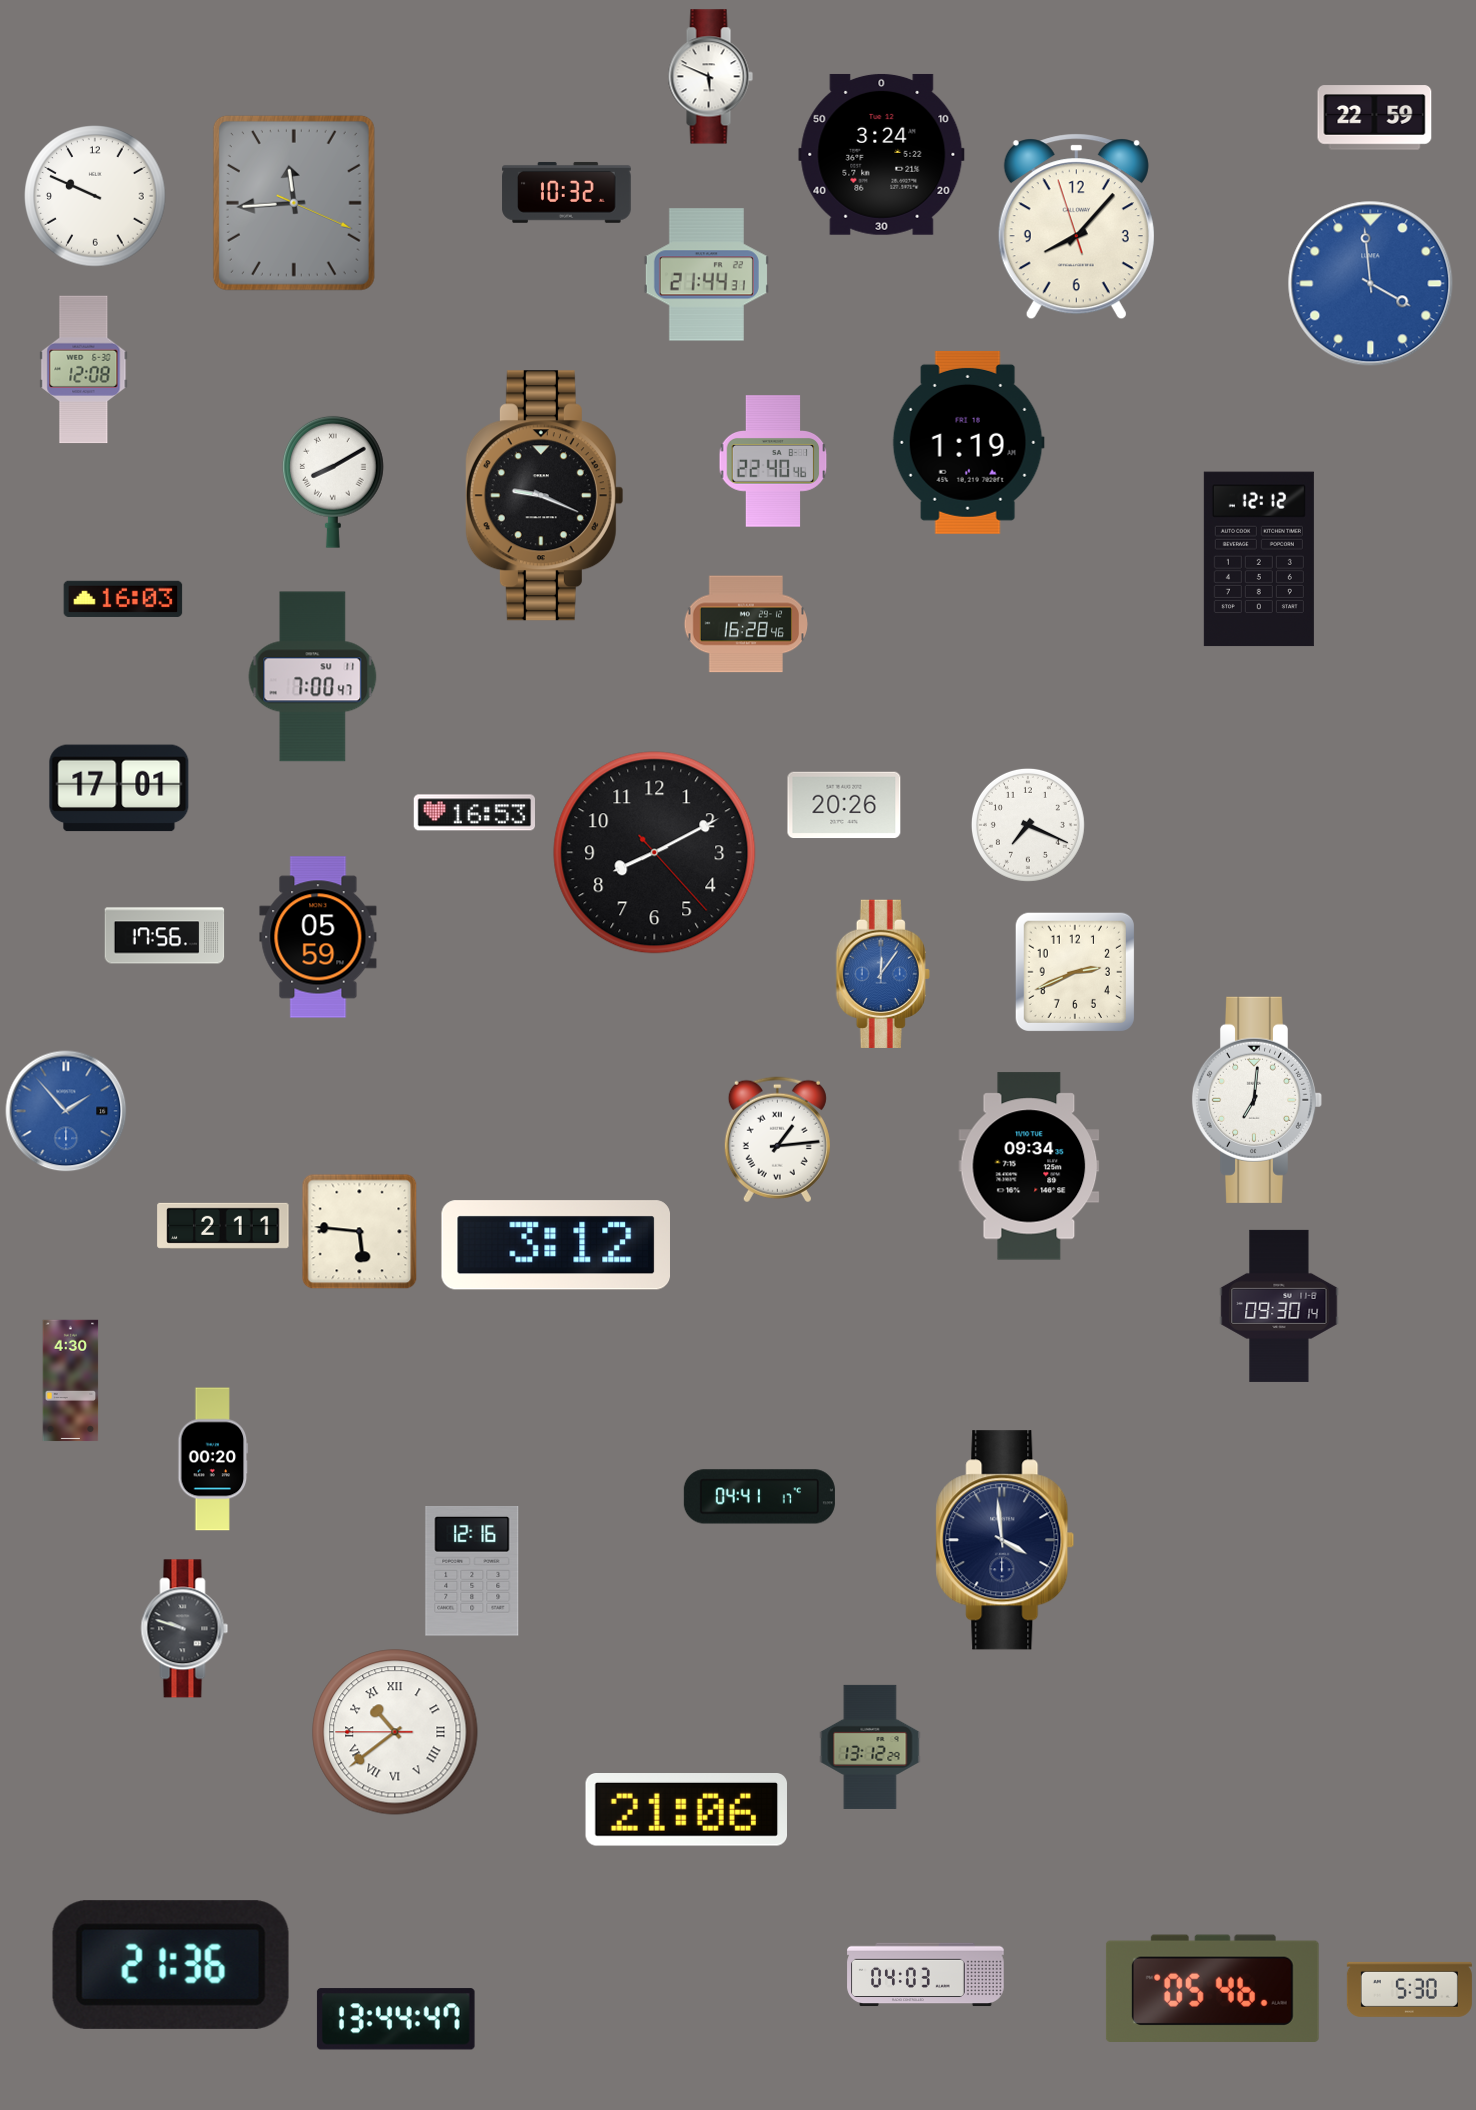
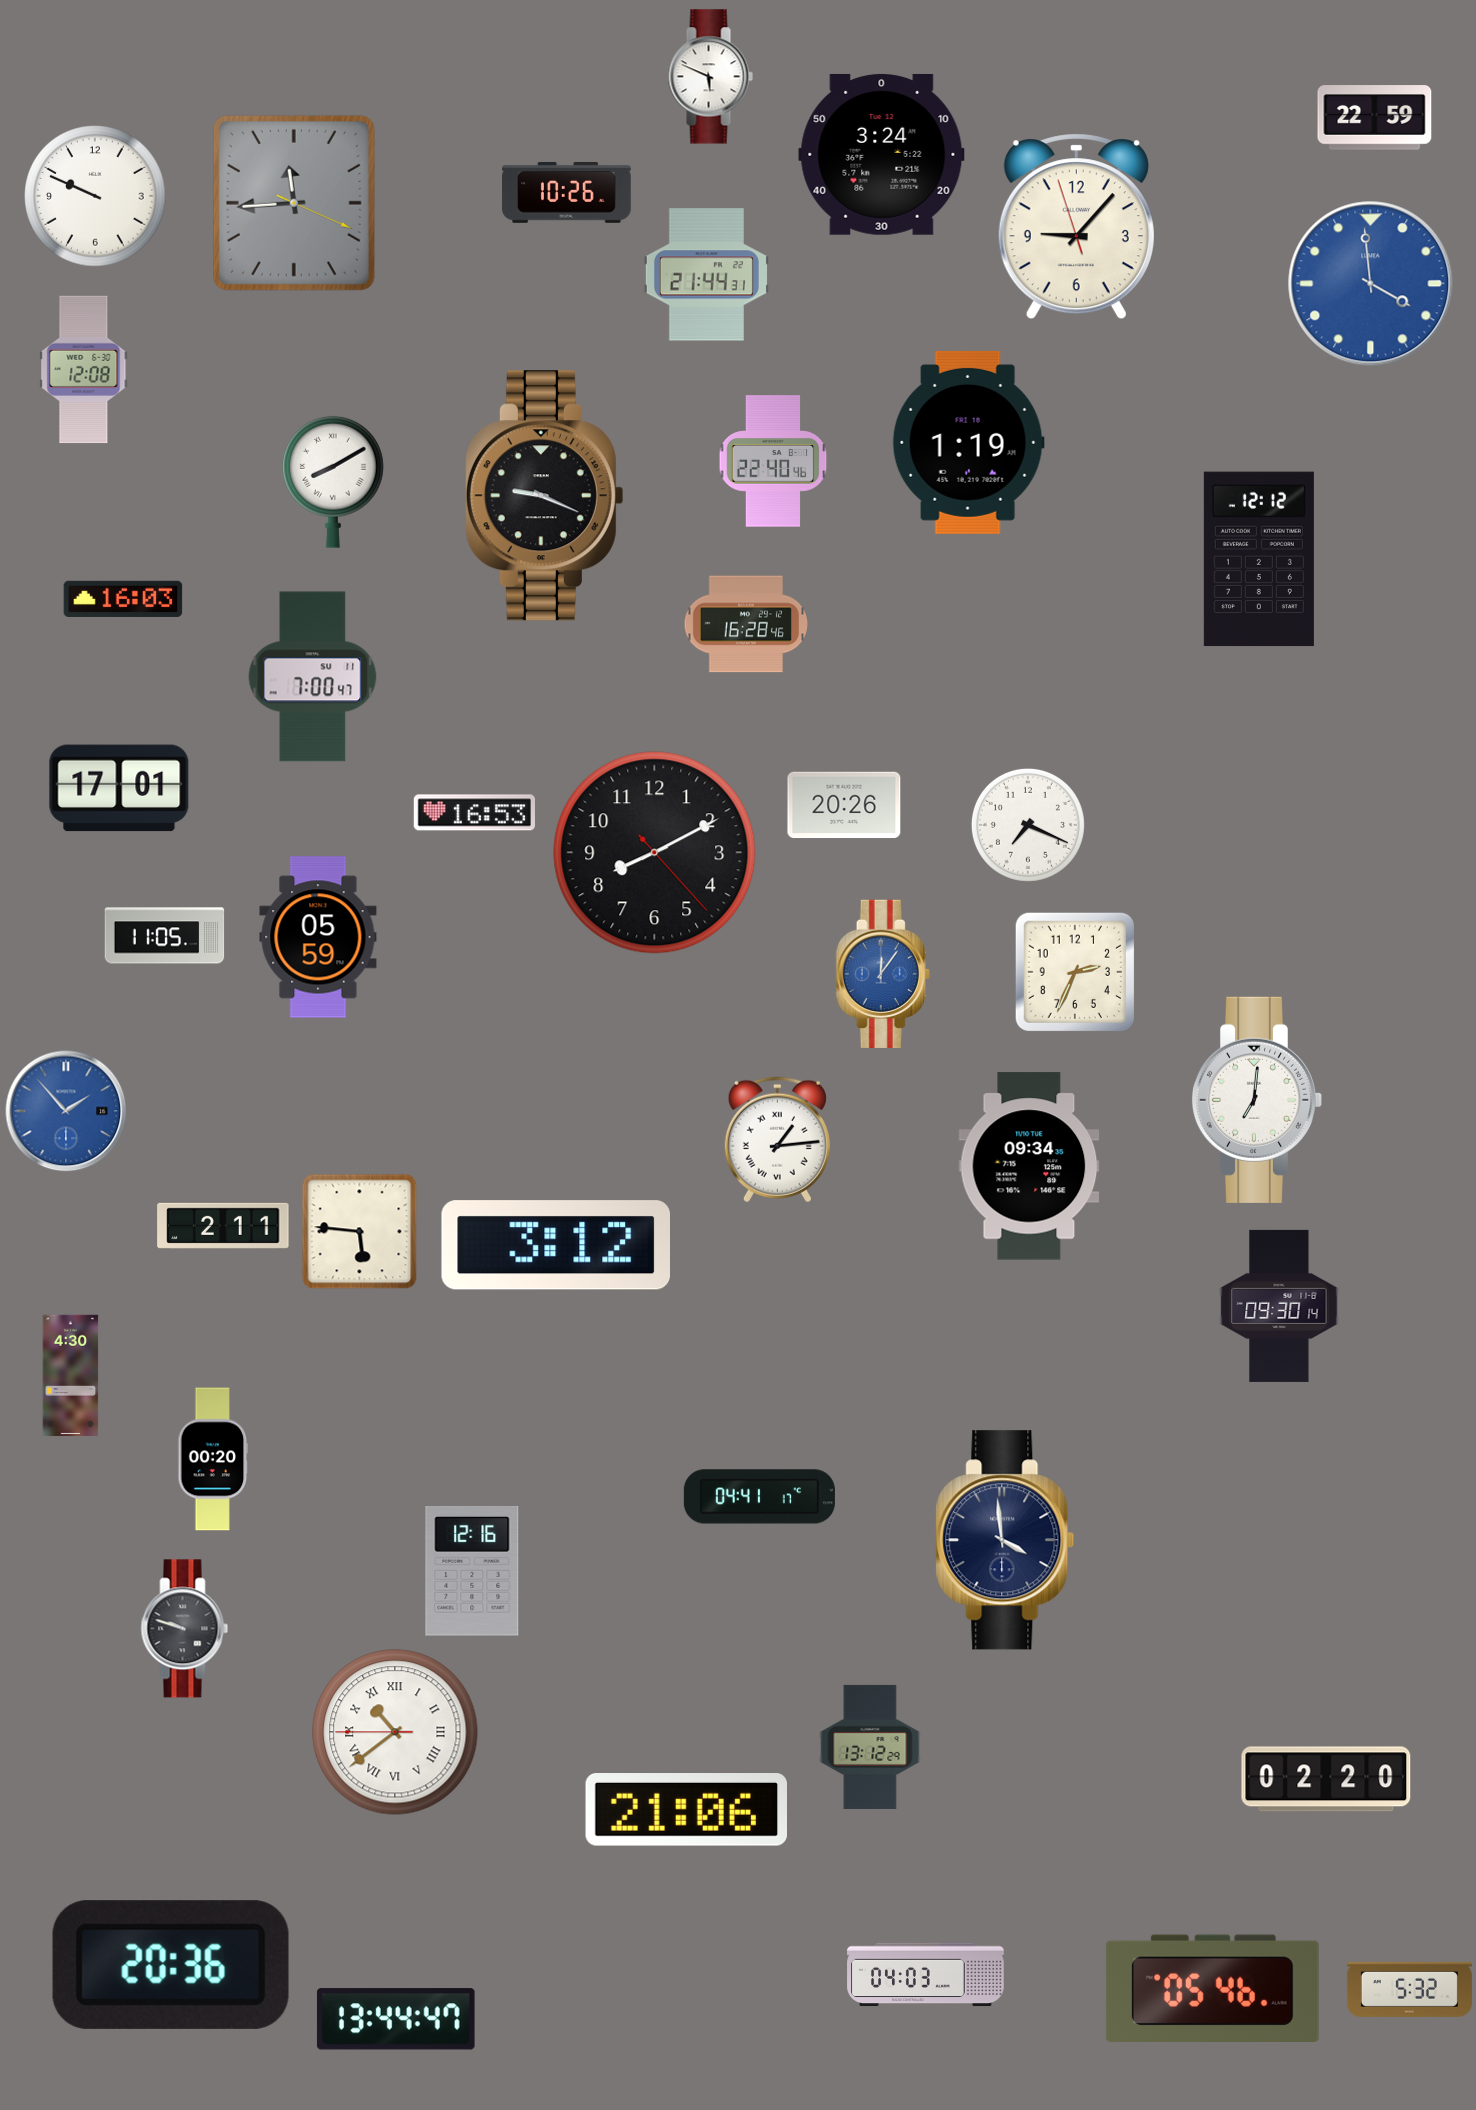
clock at (567, 192): 10:32 -> 10:26
clock at (1076, 227): 8:06 -> 9:06
clock at (165, 936): 17:56 -> 11:05
clock at (1075, 972): 2:41 -> 2:34
clock at (71, 1381) position: (71, 1381) -> (71, 1376)
clock at (1326, 1779): none -> 02:20
clock at (171, 1965): 21:36 -> 20:36
clock at (1409, 1989): 5:30 -> 5:32
